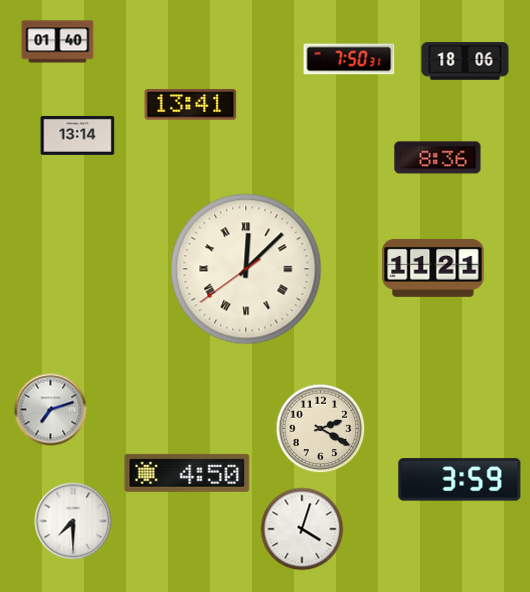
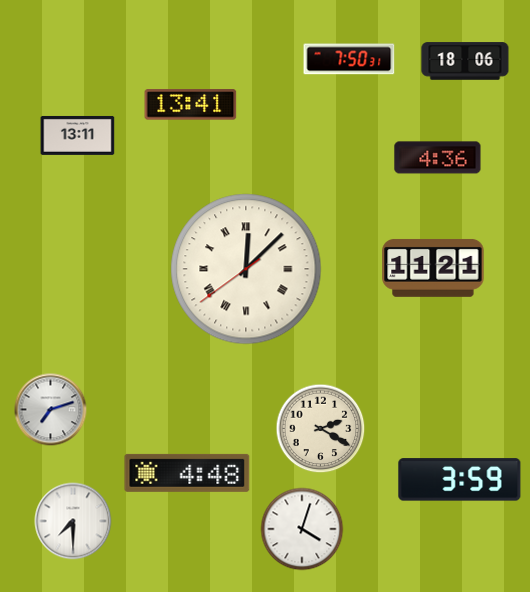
clock at (58, 42): 01:40 -> none
clock at (78, 135): 13:14 -> 13:11
clock at (438, 158): 8:36 -> 4:36
clock at (187, 473): 4:50 -> 4:48
